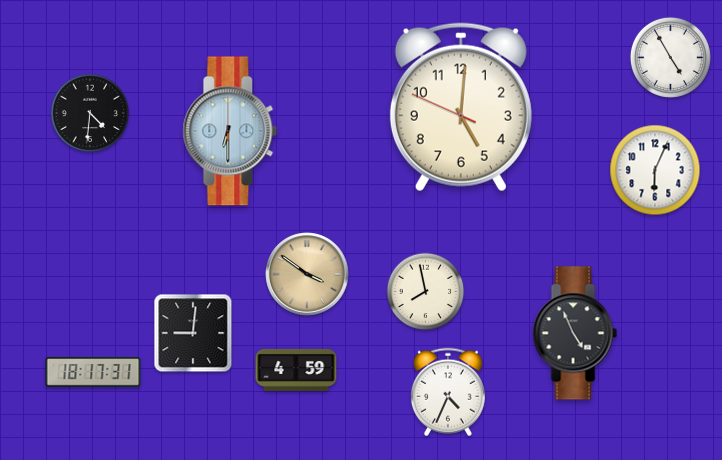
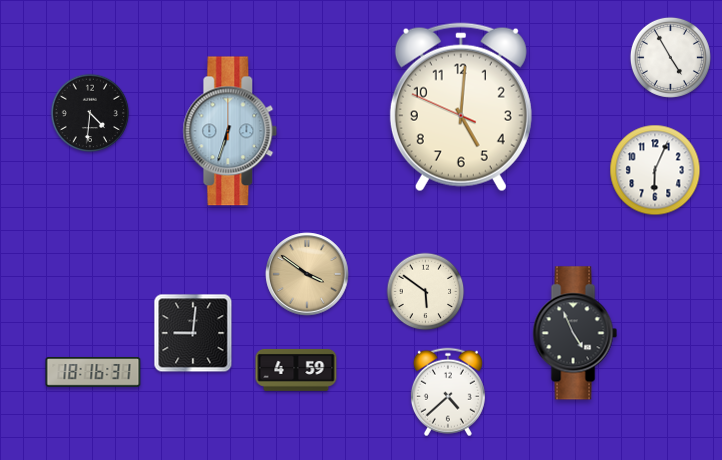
clock at (230, 131): 6:30 -> 6:33
clock at (426, 292): 7:58 -> 5:51
clock at (93, 372): 18:17 -> 18:16
clock at (448, 392): 4:34 -> 4:38
